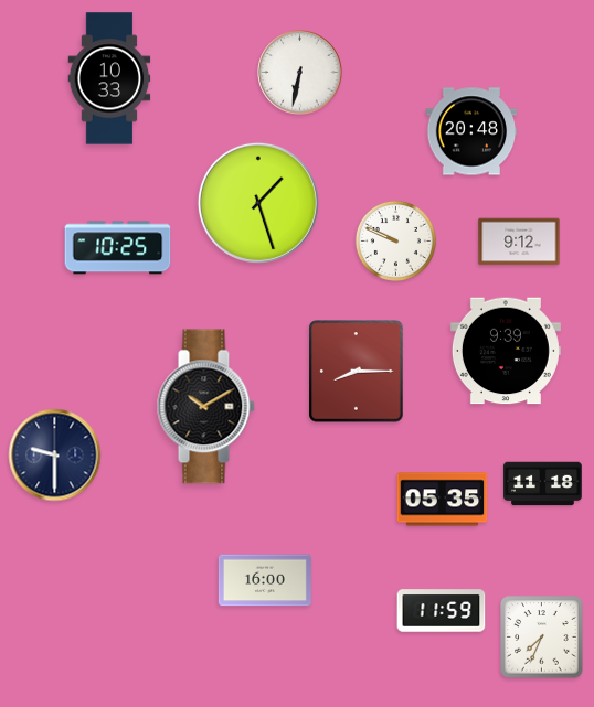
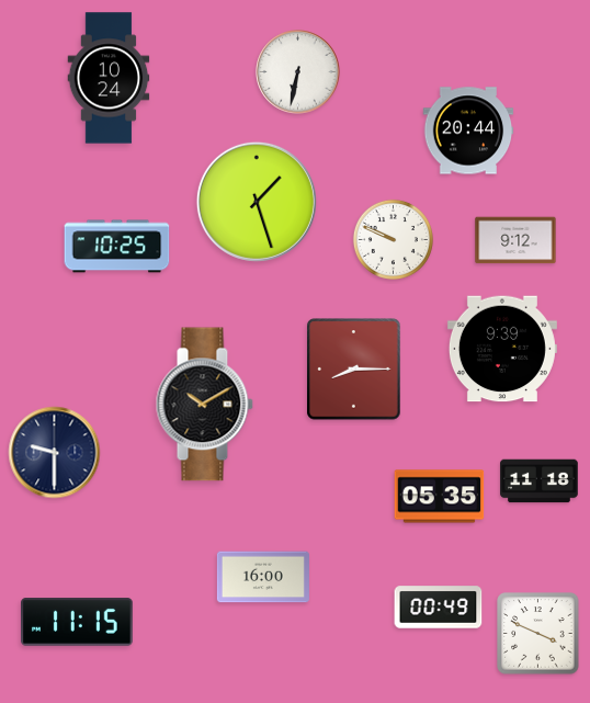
clock at (109, 78): 10:33 -> 10:24
clock at (471, 131): 20:48 -> 20:44
clock at (442, 611): 11:59 -> 00:49
clock at (77, 622): none -> 11:15
clock at (542, 638): 7:34 -> 3:49
